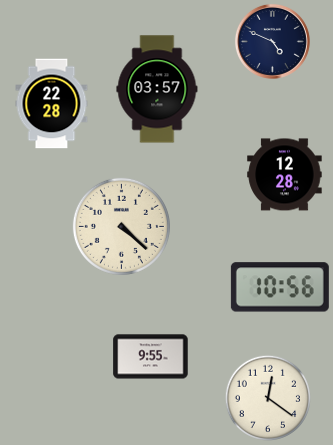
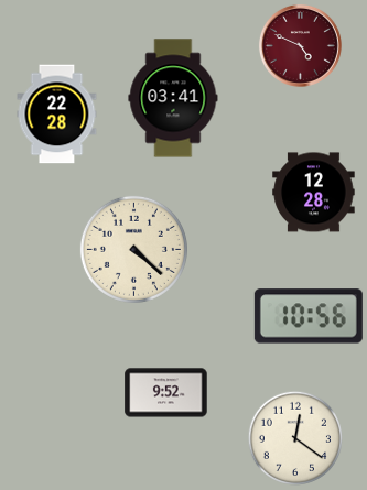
clock at (272, 41) dial: navy -> burgundy
clock at (157, 89): 03:57 -> 03:41
clock at (151, 357): 9:55 -> 9:52
